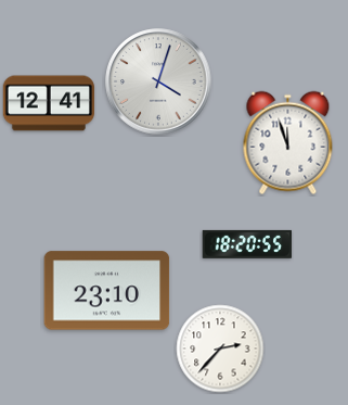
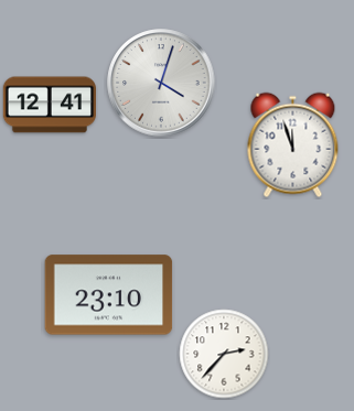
clock at (247, 244): 18:20 -> none
